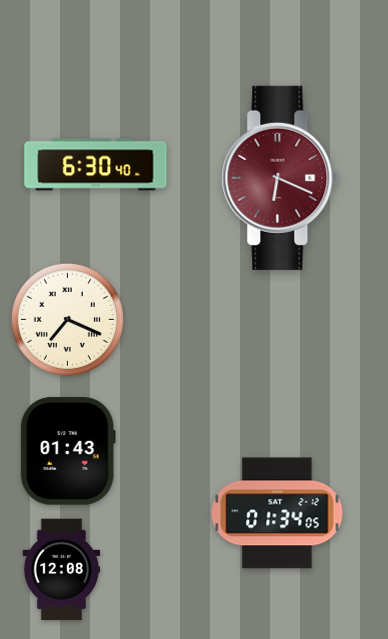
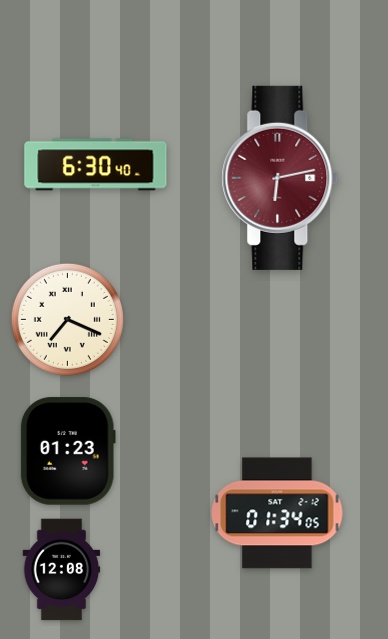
clock at (280, 178): 6:19 -> 6:13
clock at (68, 451): 01:43 -> 01:23
